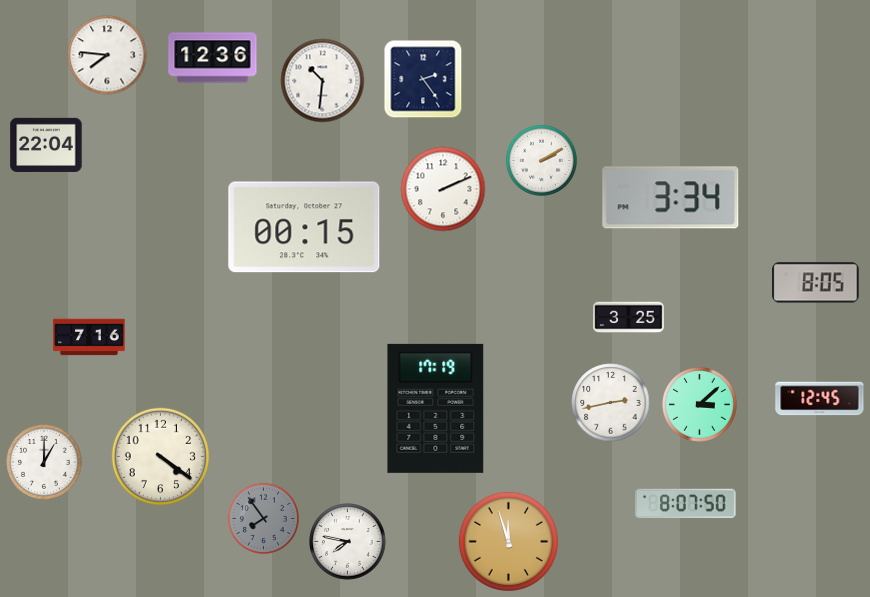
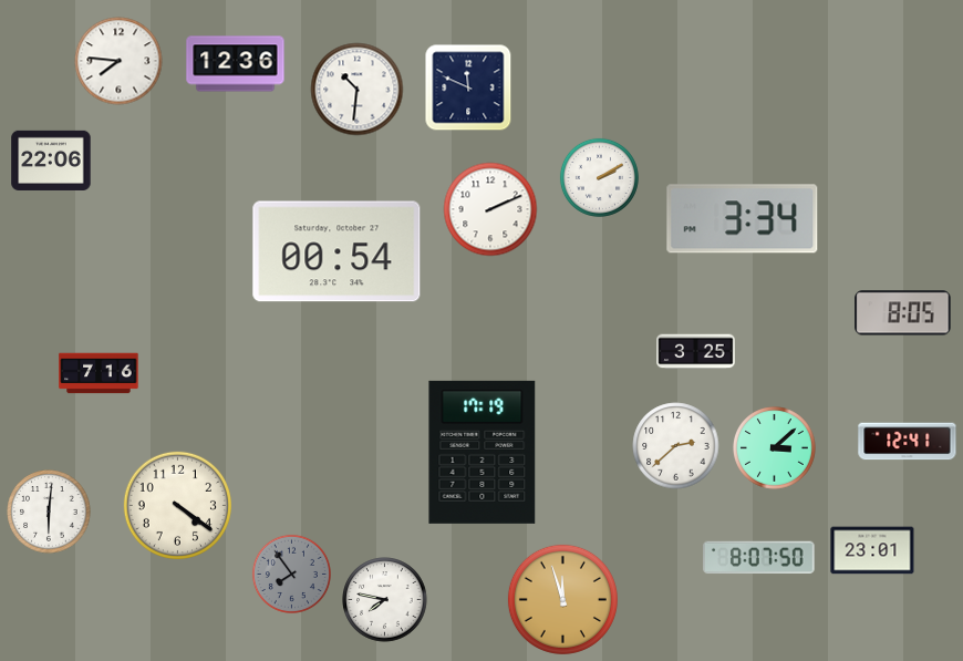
clock at (423, 79): 2:24 -> 11:49
clock at (46, 144): 22:04 -> 22:06
clock at (304, 227): 00:15 -> 00:54
clock at (820, 399): 12:45 -> 12:41
clock at (611, 403): 2:43 -> 2:38
clock at (44, 462): 1:00 -> 6:01
clock at (872, 550): none -> 23:01
